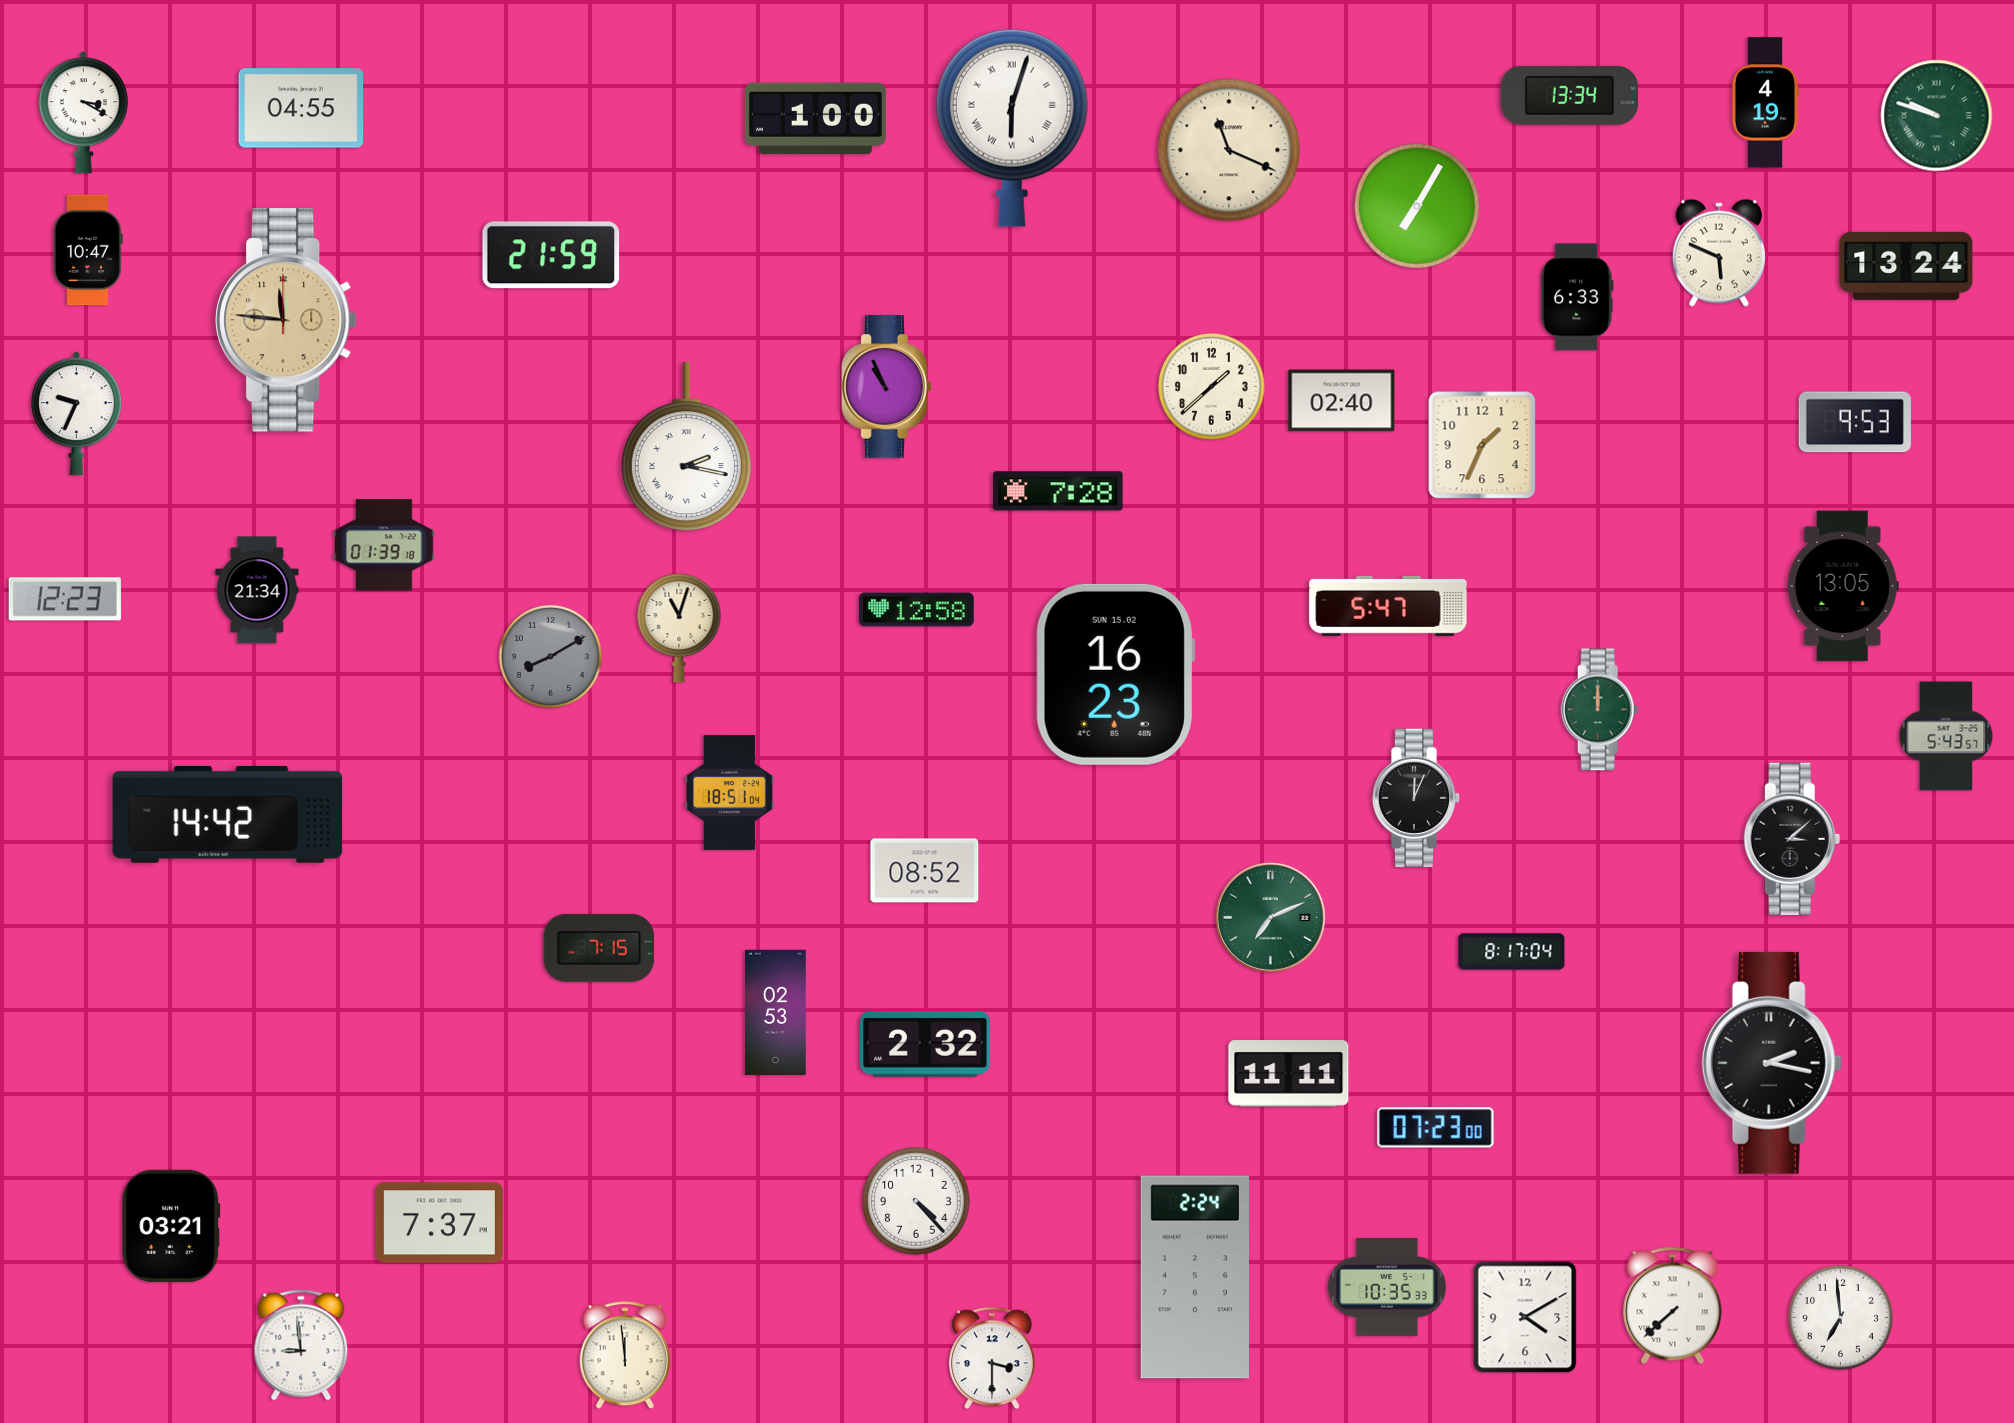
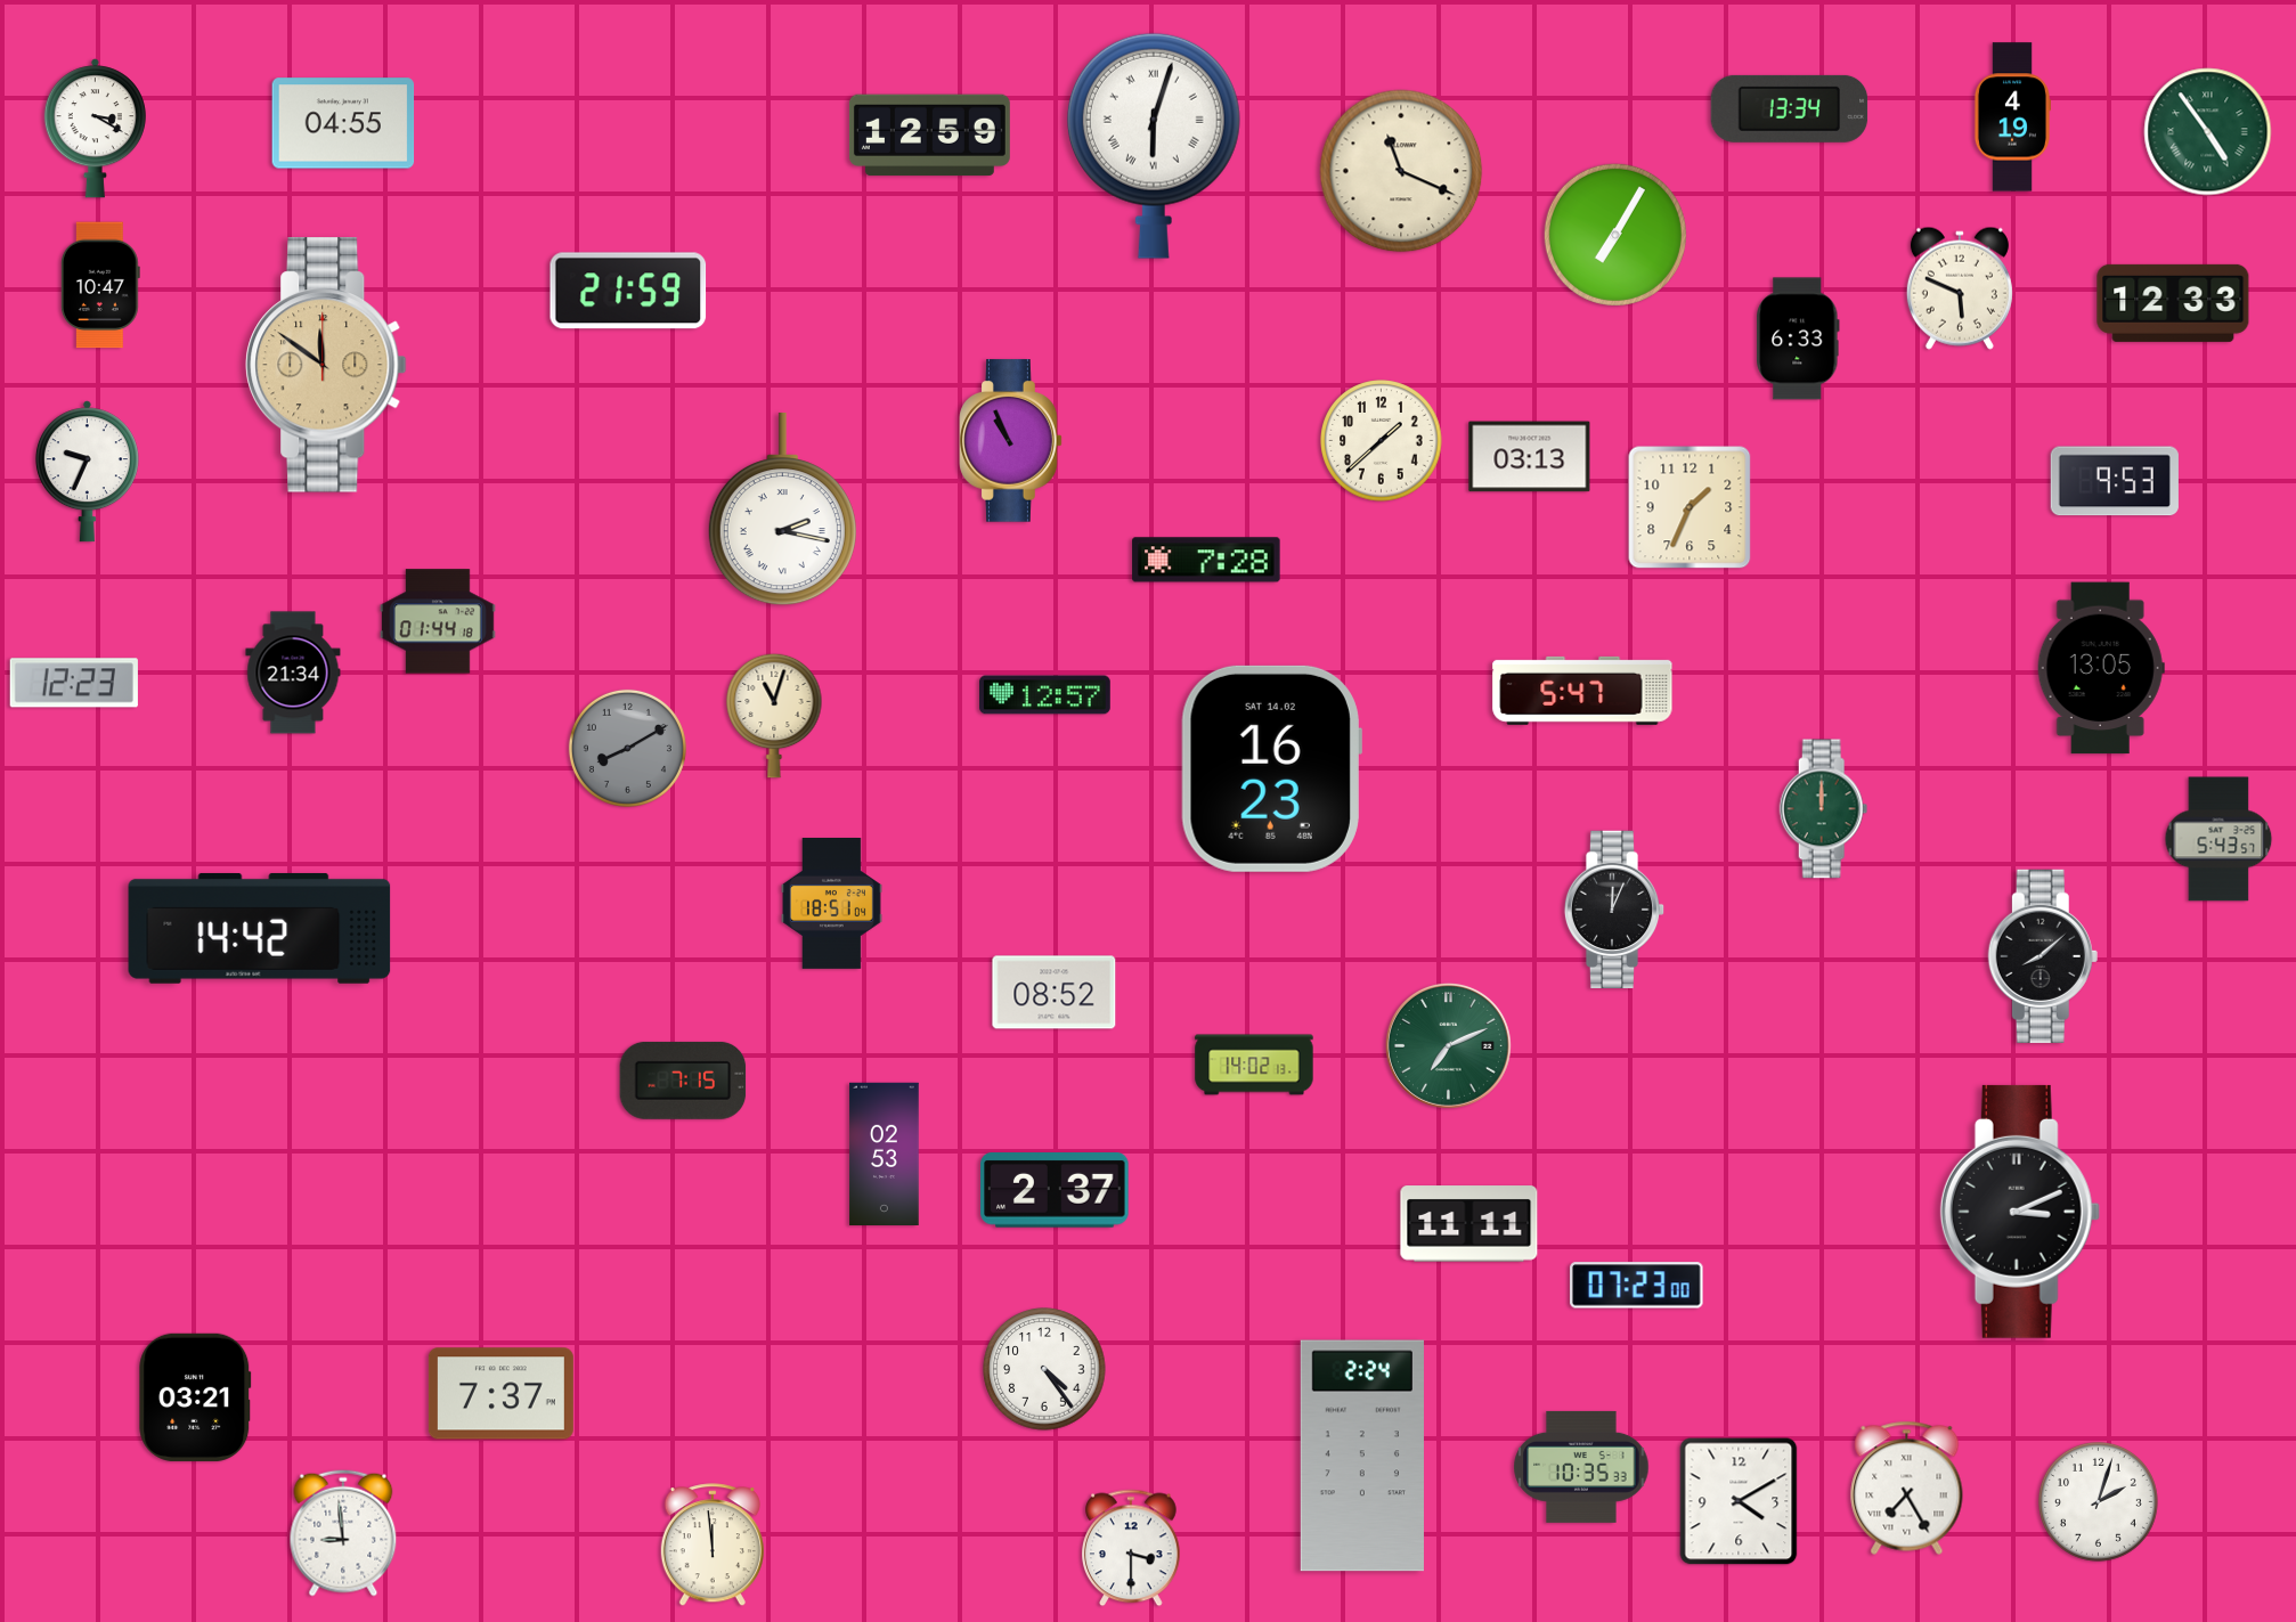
clock at (1937, 116): 9:48 -> 4:54
clock at (815, 119): 1:00 -> 12:59
clock at (1906, 266): 13:24 -> 12:33
clock at (286, 320): 11:46 -> 11:51
clock at (1342, 401): 02:40 -> 03:13
clock at (385, 545): 01:39 -> 01:44
clock at (917, 610): 12:58 -> 12:57
clock at (1115, 674) date: SUN 15.02 -> SAT 14.02
clock at (1792, 839): 3:08 -> 8:08
clock at (1254, 1065): none -> 14:02
clock at (1512, 952): 8:17 -> none
clock at (925, 1045): 2:32 -> 2:37
clock at (1772, 1063): 2:17 -> 3:11
clock at (916, 1201): 4:23 -> 4:24
clock at (1673, 1305): 7:38 -> 7:25
clock at (1840, 1317): 6:59 -> 2:03
